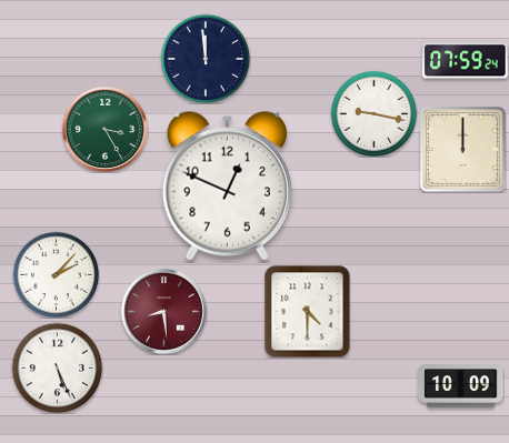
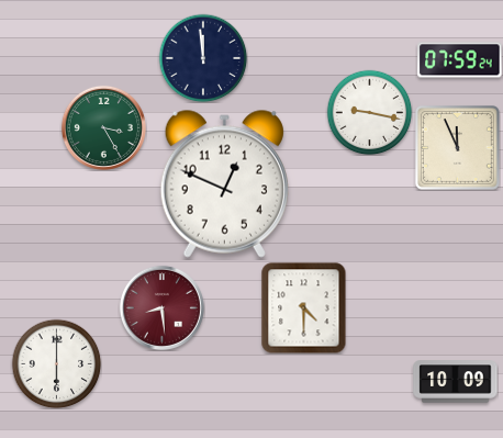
clock at (463, 150): 12:00 -> 11:56
clock at (56, 274): 2:07 -> none
clock at (57, 368): 5:26 -> 6:00
